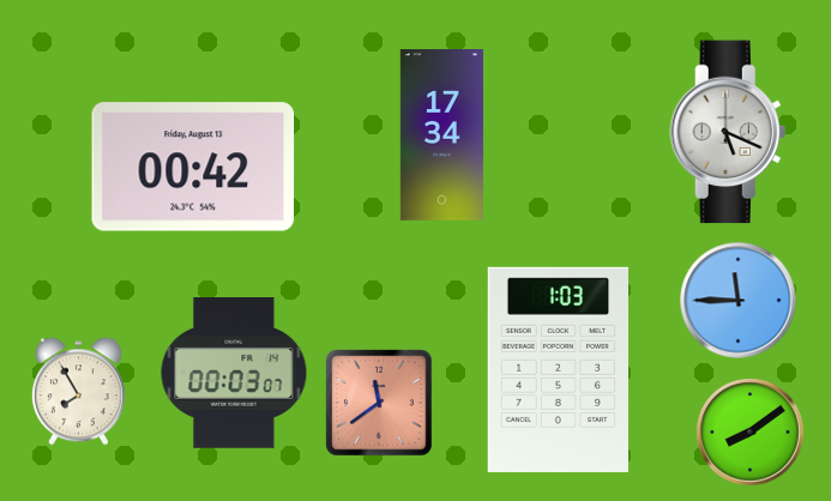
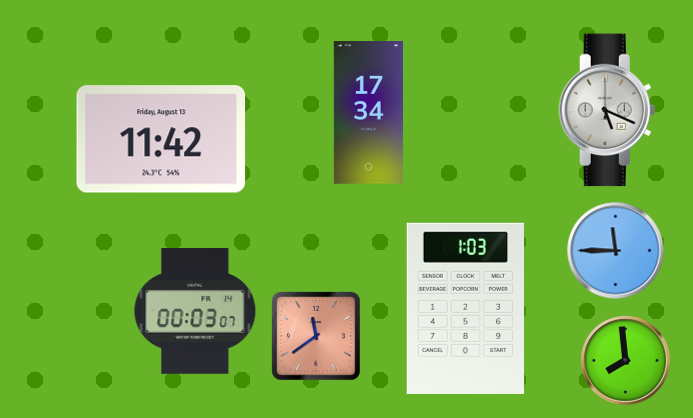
clock at (193, 167): 00:42 -> 11:42
clock at (78, 392): 7:55 -> none
clock at (751, 433): 8:09 -> 7:59
